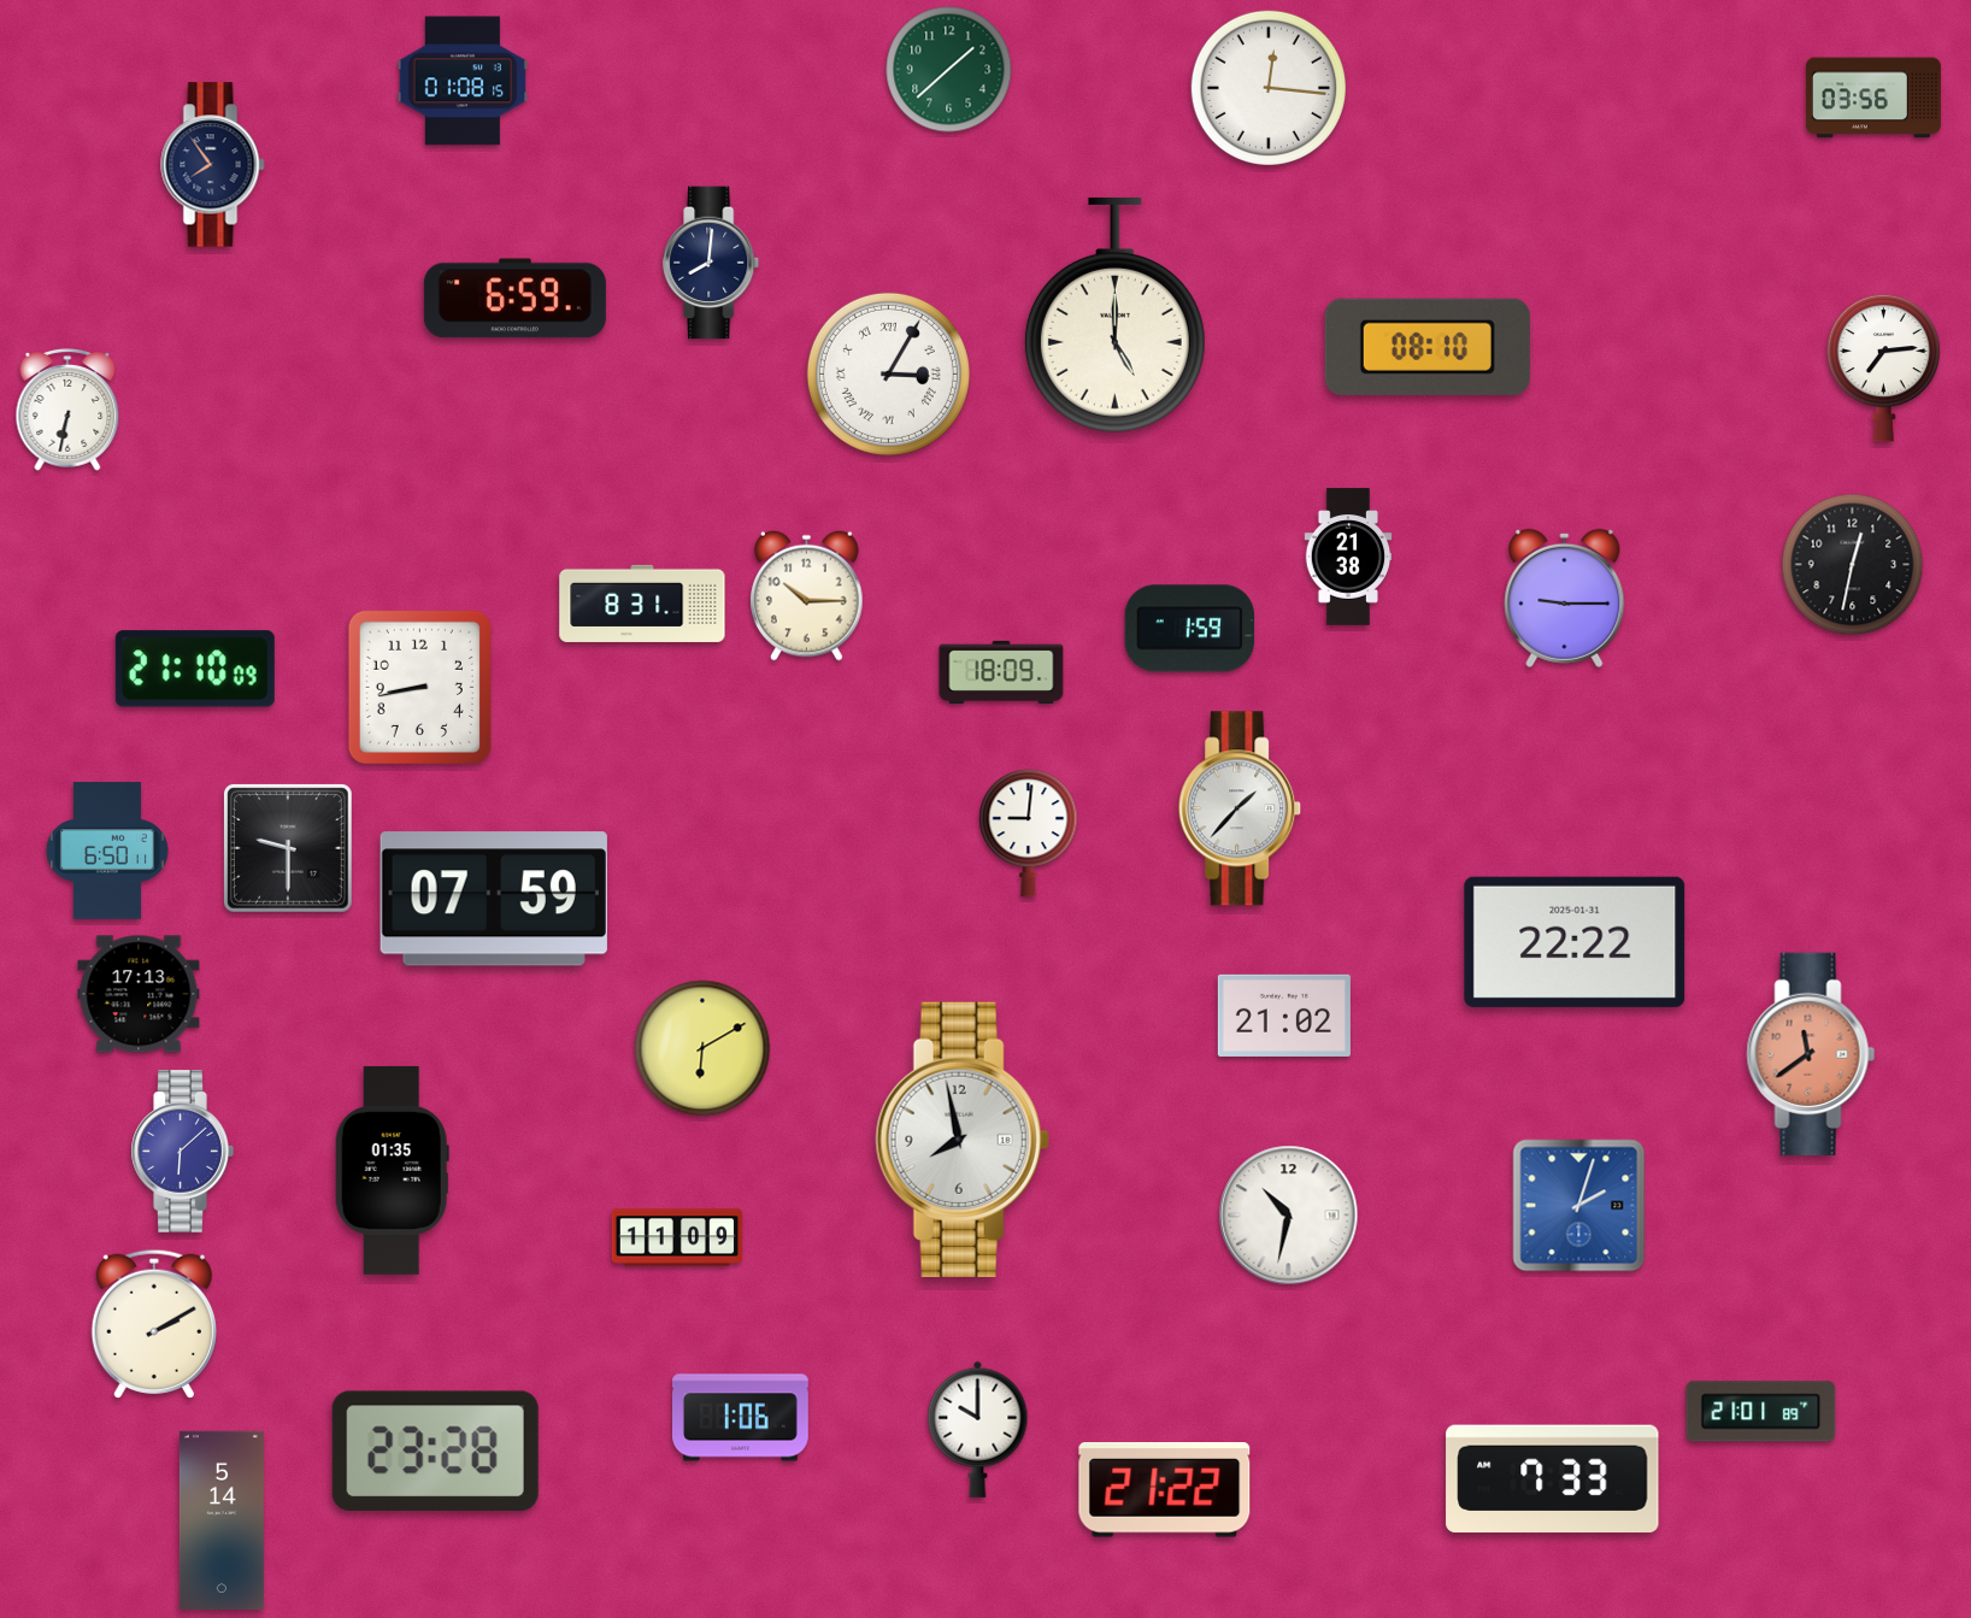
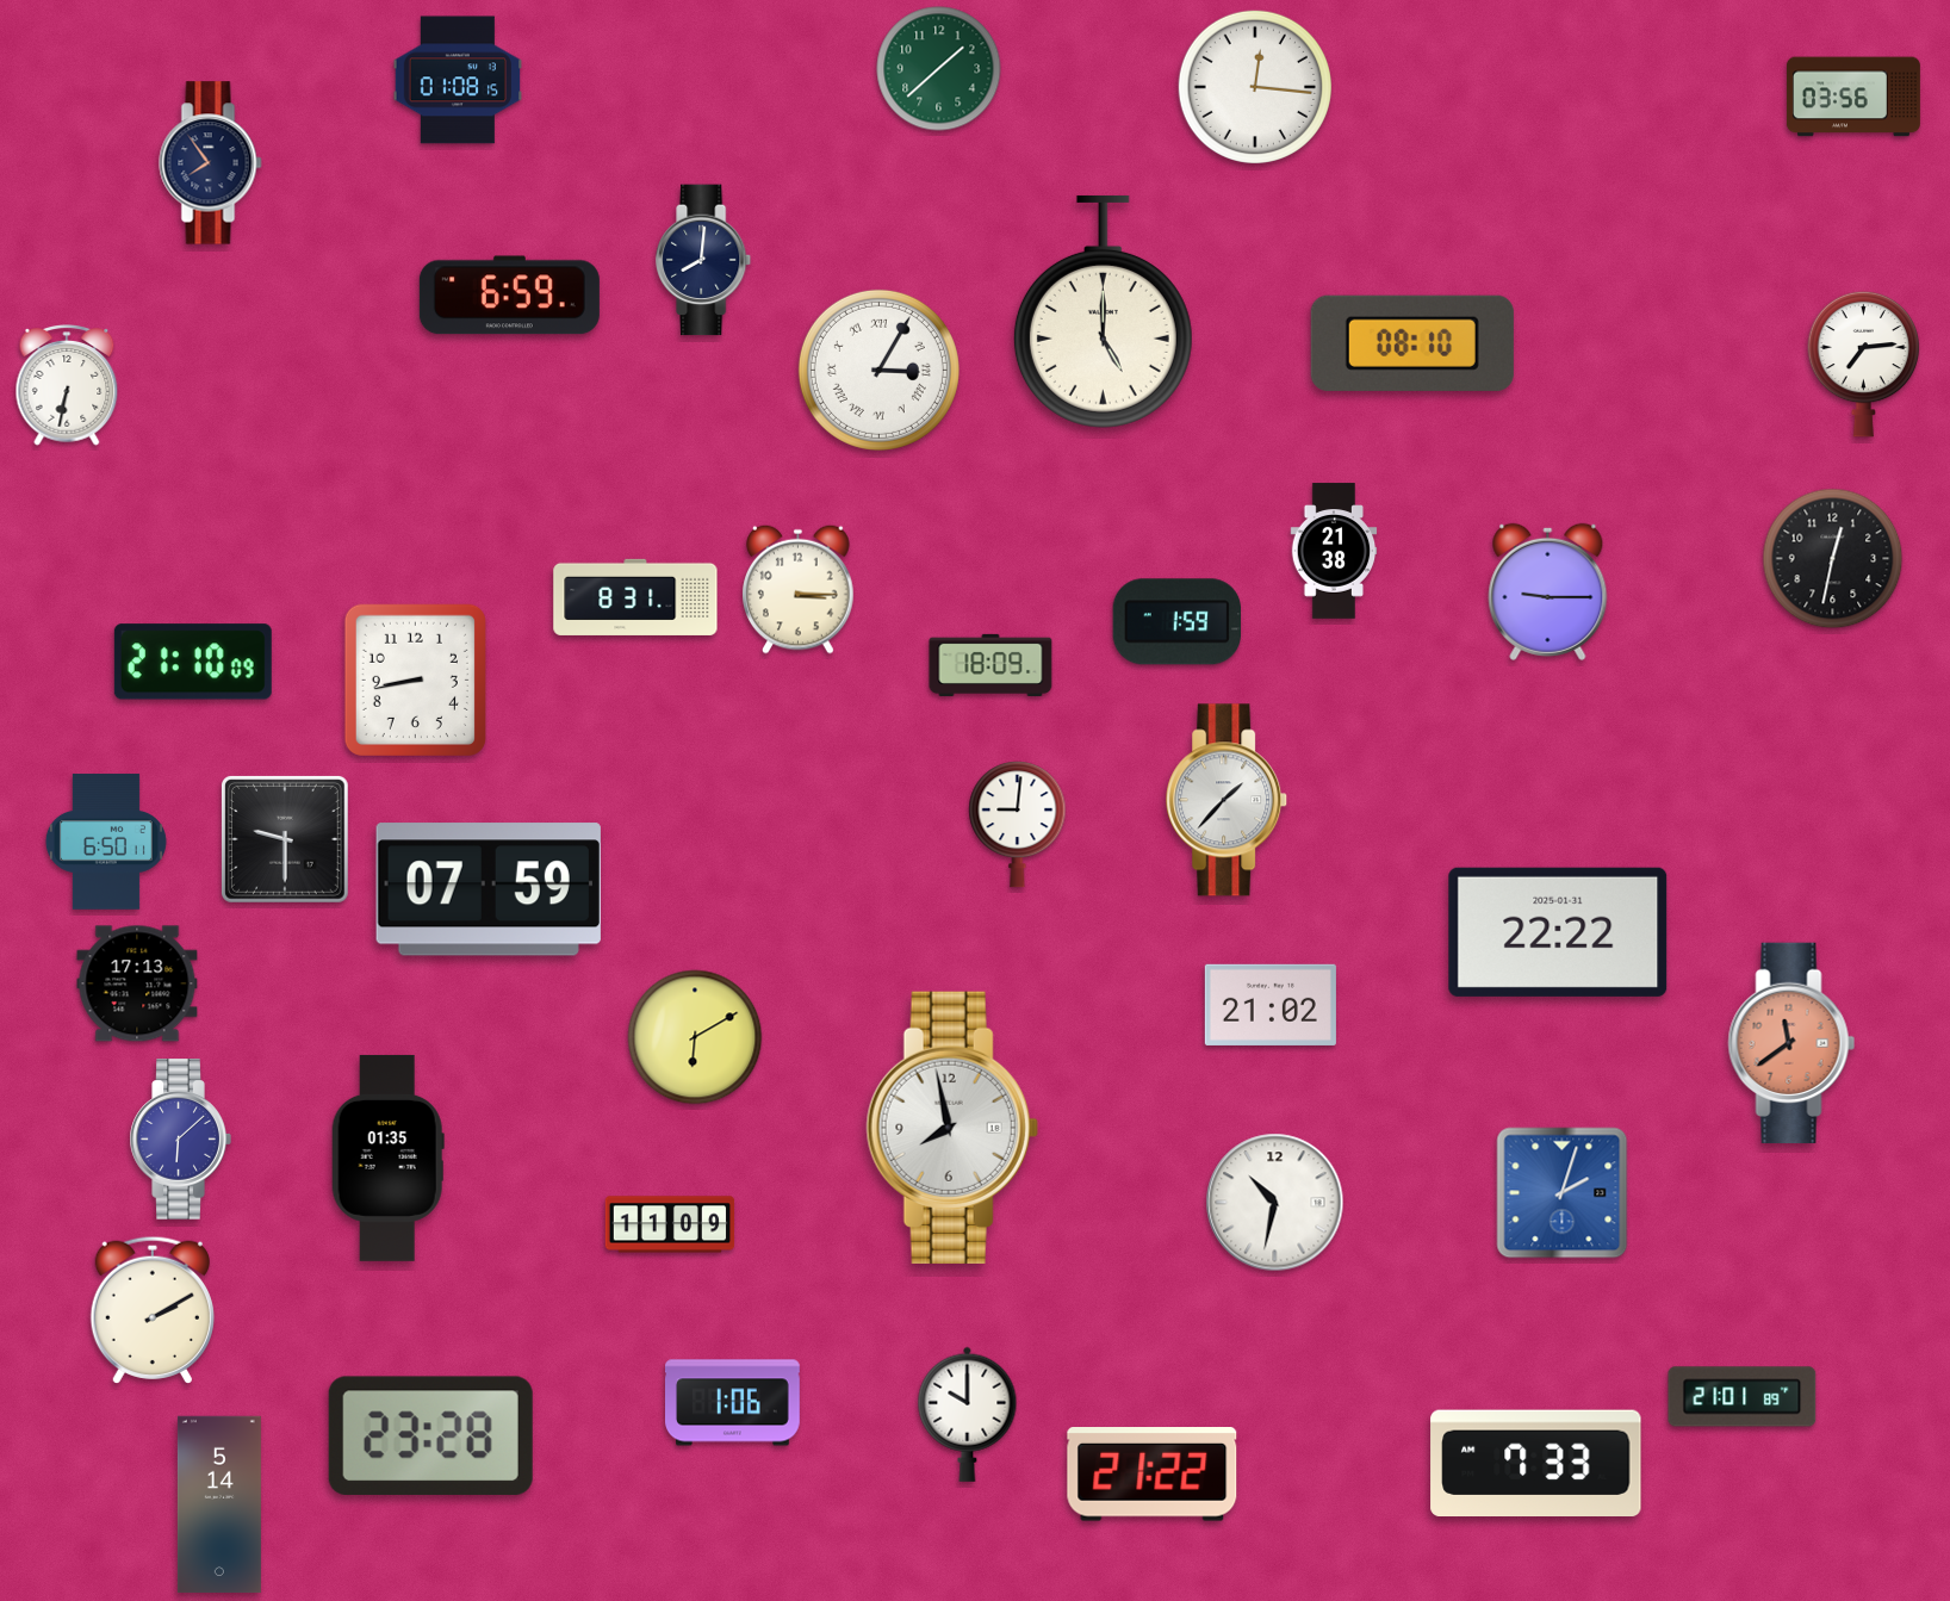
clock at (67, 411) position: (67, 411) -> (67, 386)
clock at (807, 595): 10:15 -> 3:15
